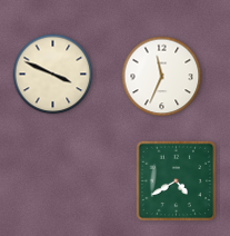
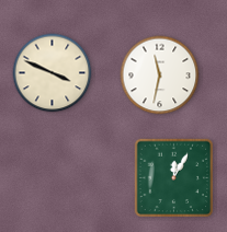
clock at (162, 77): 11:34 -> 11:32
clock at (177, 181): 4:40 -> 12:05
